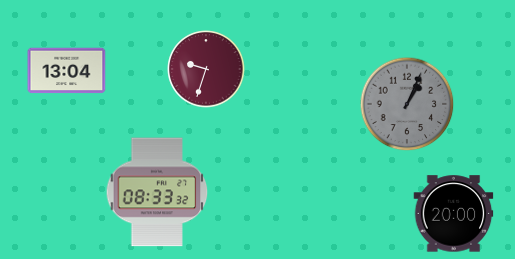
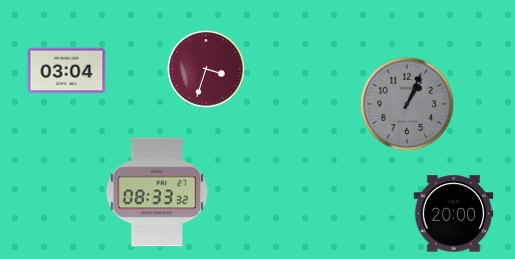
clock at (206, 69): 9:33 -> 3:33
clock at (67, 71): 13:04 -> 03:04
